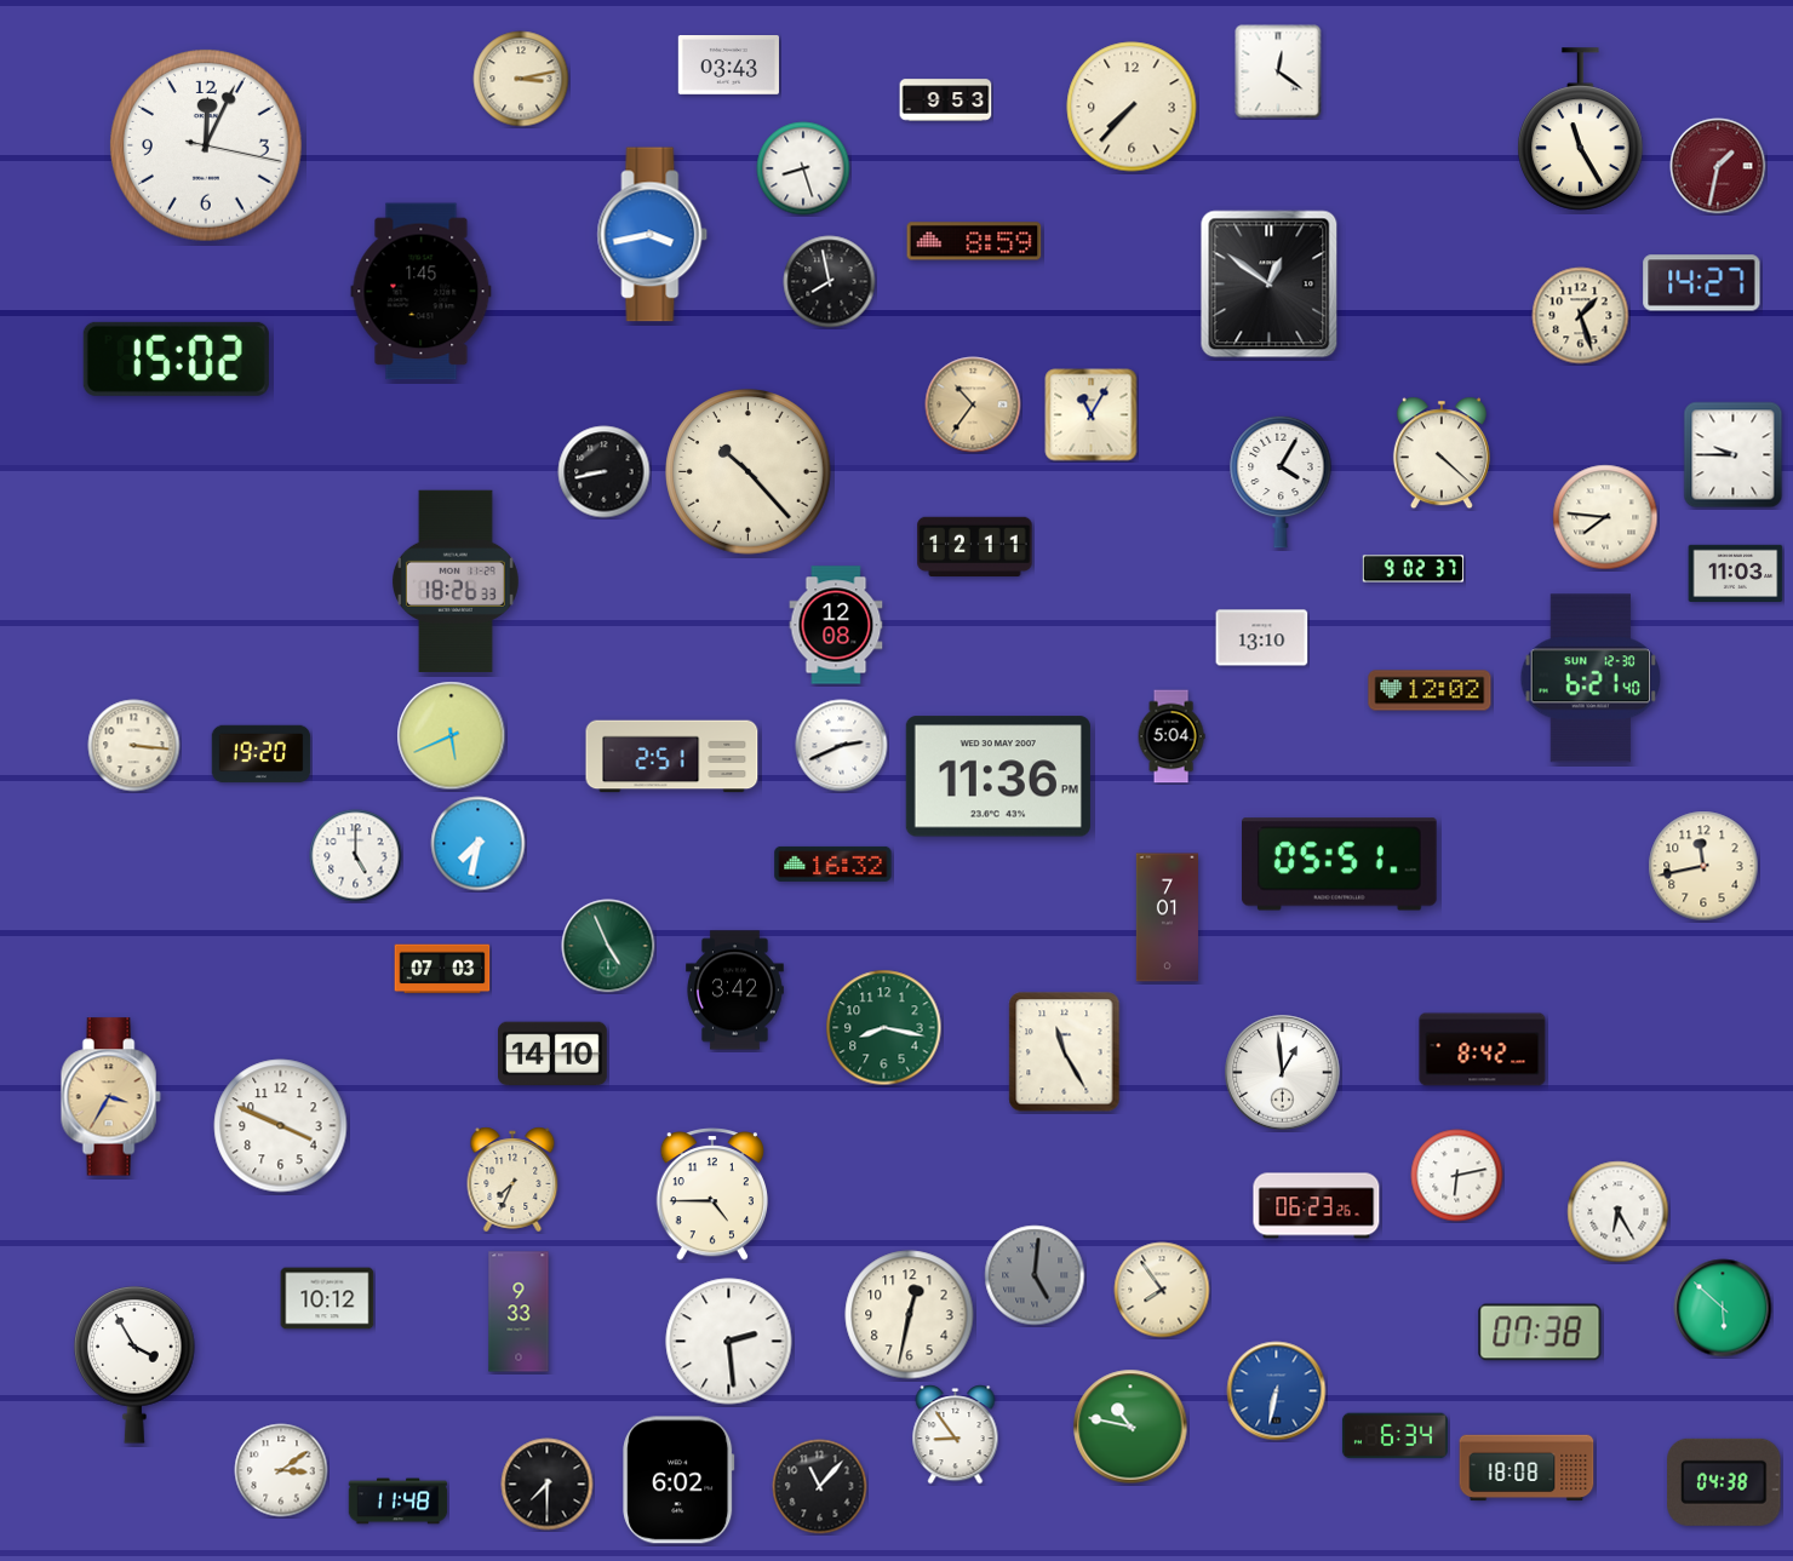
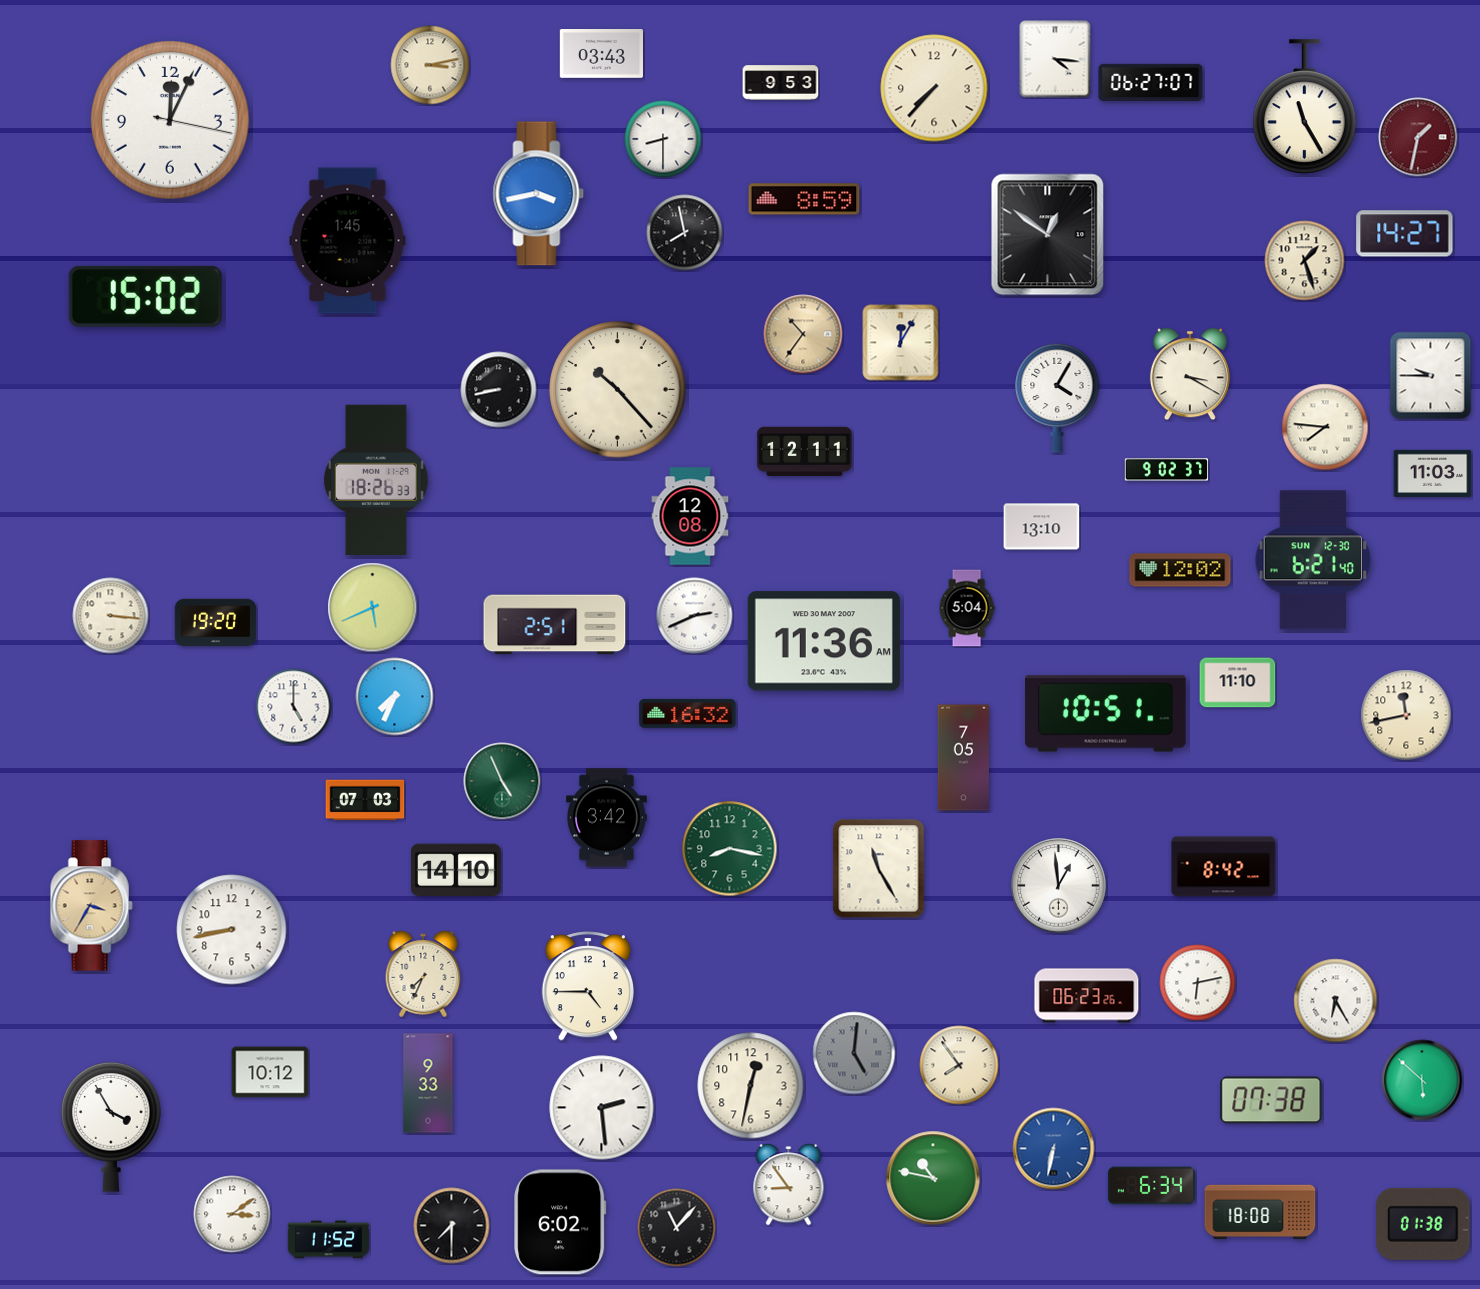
clock at (1278, 71): 12:21 -> 4:16
clock at (1151, 82): none -> 06:27
clock at (803, 168): 8:27 -> 8:30
clock at (1092, 415): 11:05 -> 12:05
clock at (1442, 453): 4:22 -> 3:20
clock at (998, 776): 11:36 PM -> 11:36 AM
clock at (1238, 683): none -> 11:10
clock at (479, 844): 7:32 -> 7:34
clock at (1340, 865): 05:51 -> 10:51
clock at (1167, 918): 7:01 -> 7:05
clock at (281, 1126): 3:49 -> 8:43
clock at (1457, 1176) position: (1457, 1176) -> (1198, 983)
clock at (1724, 1482): 04:38 -> 01:38
clock at (399, 1502): 11:48 -> 11:52
